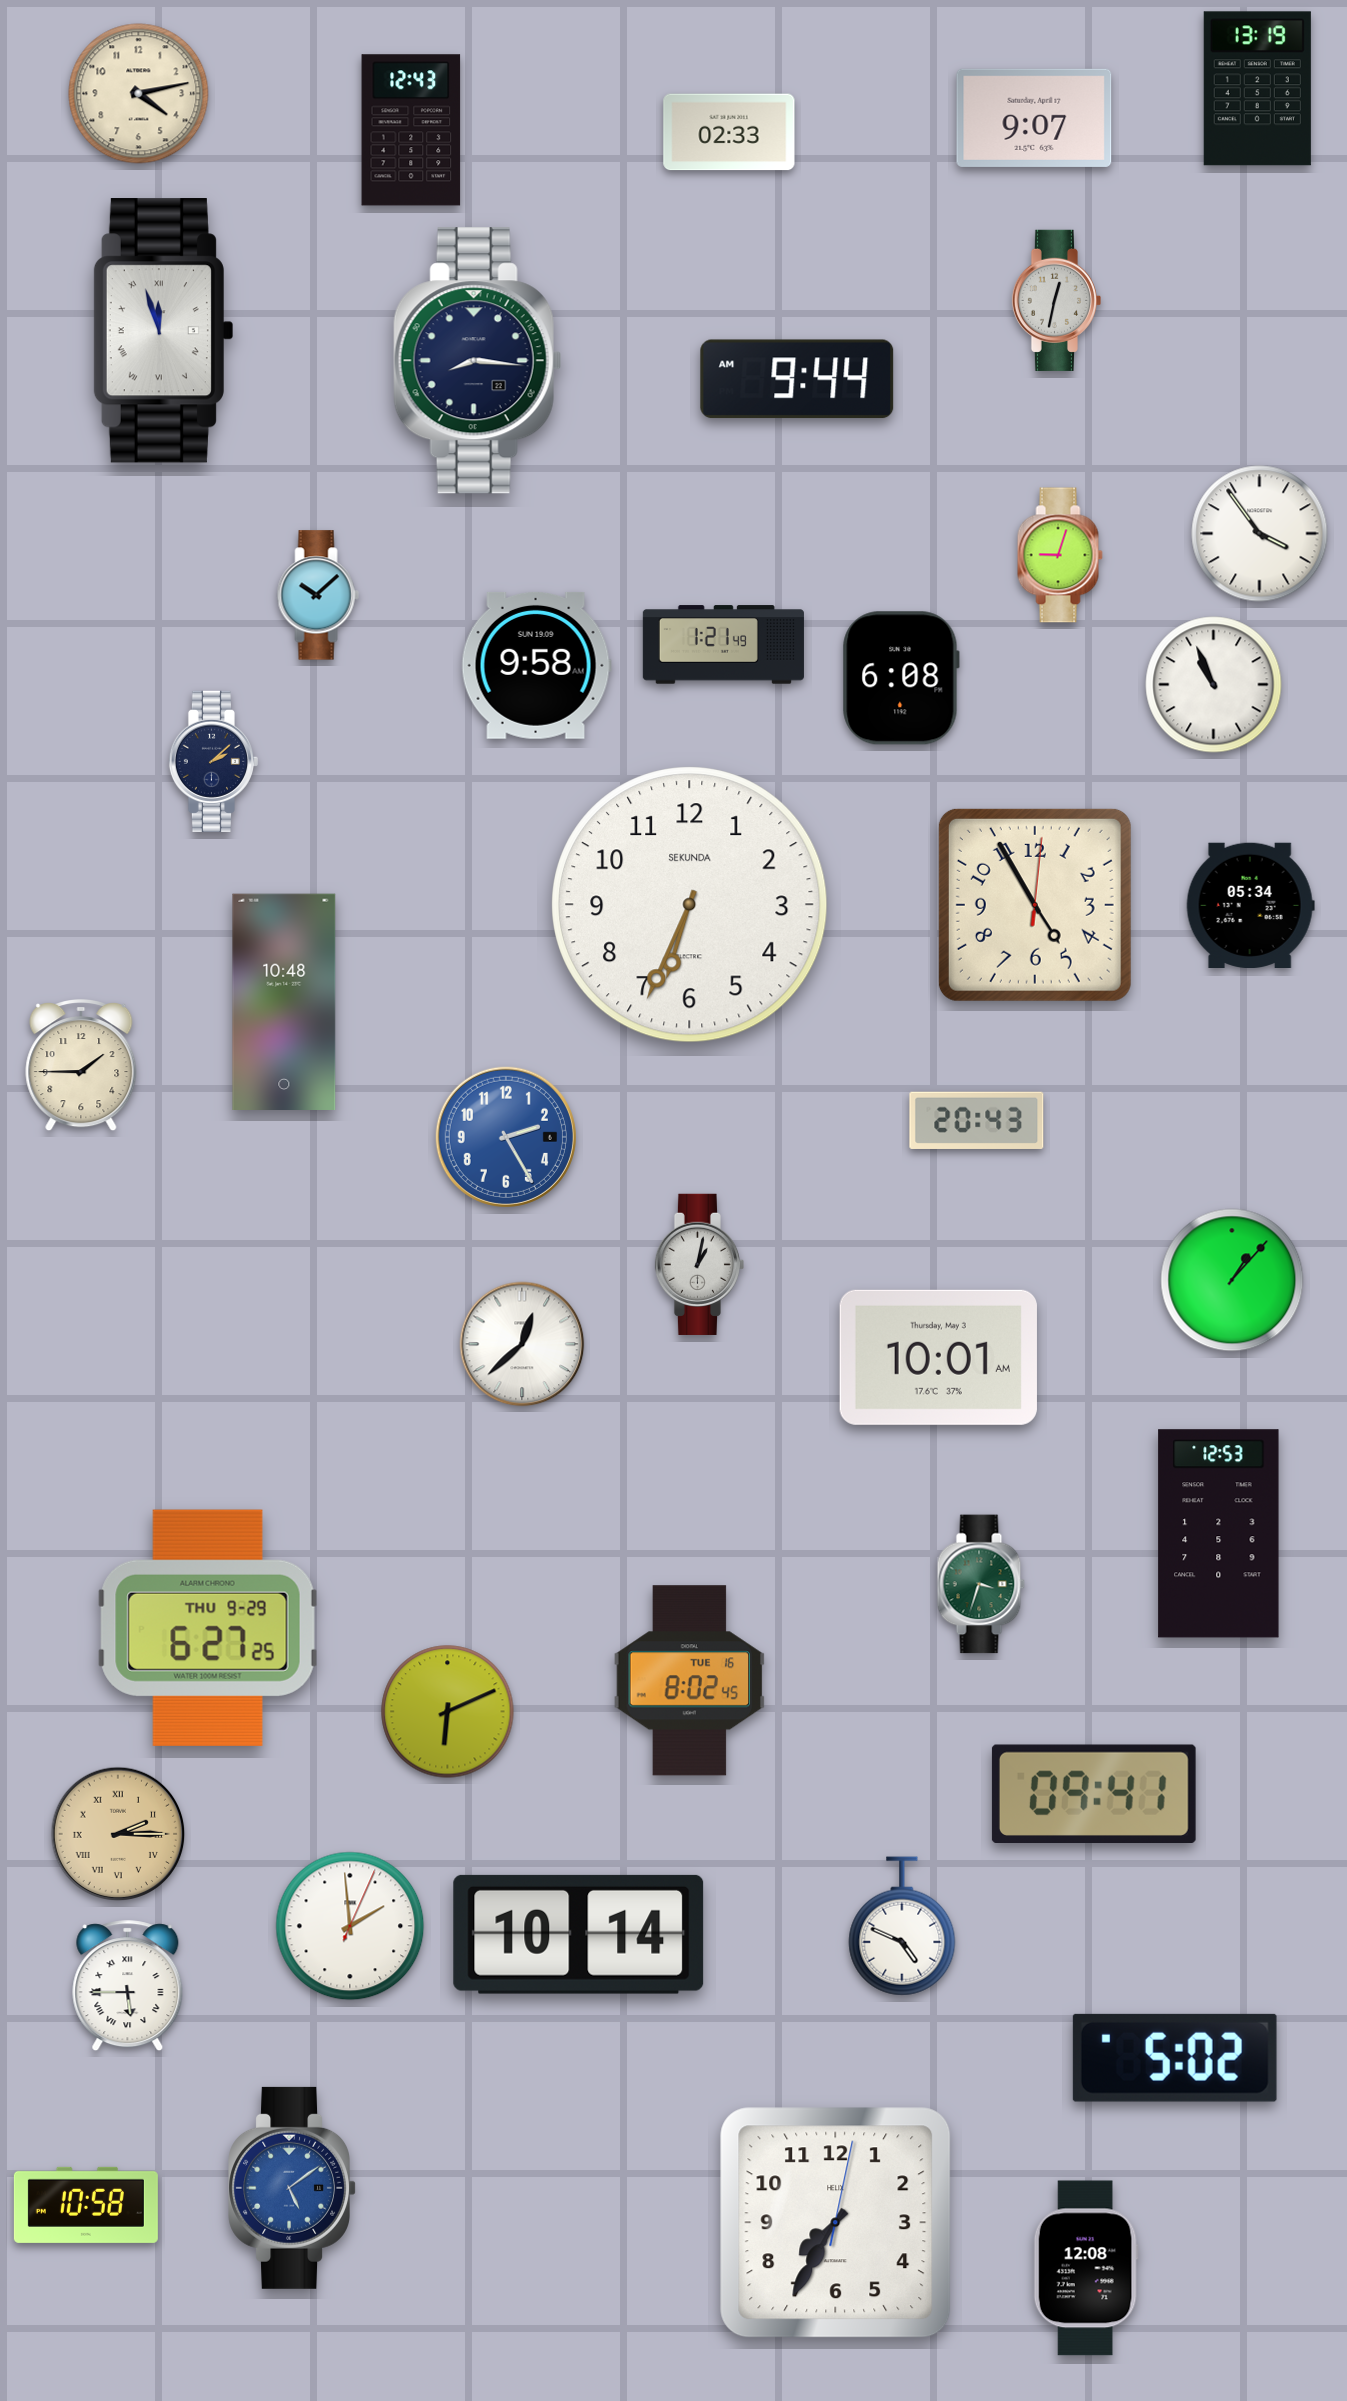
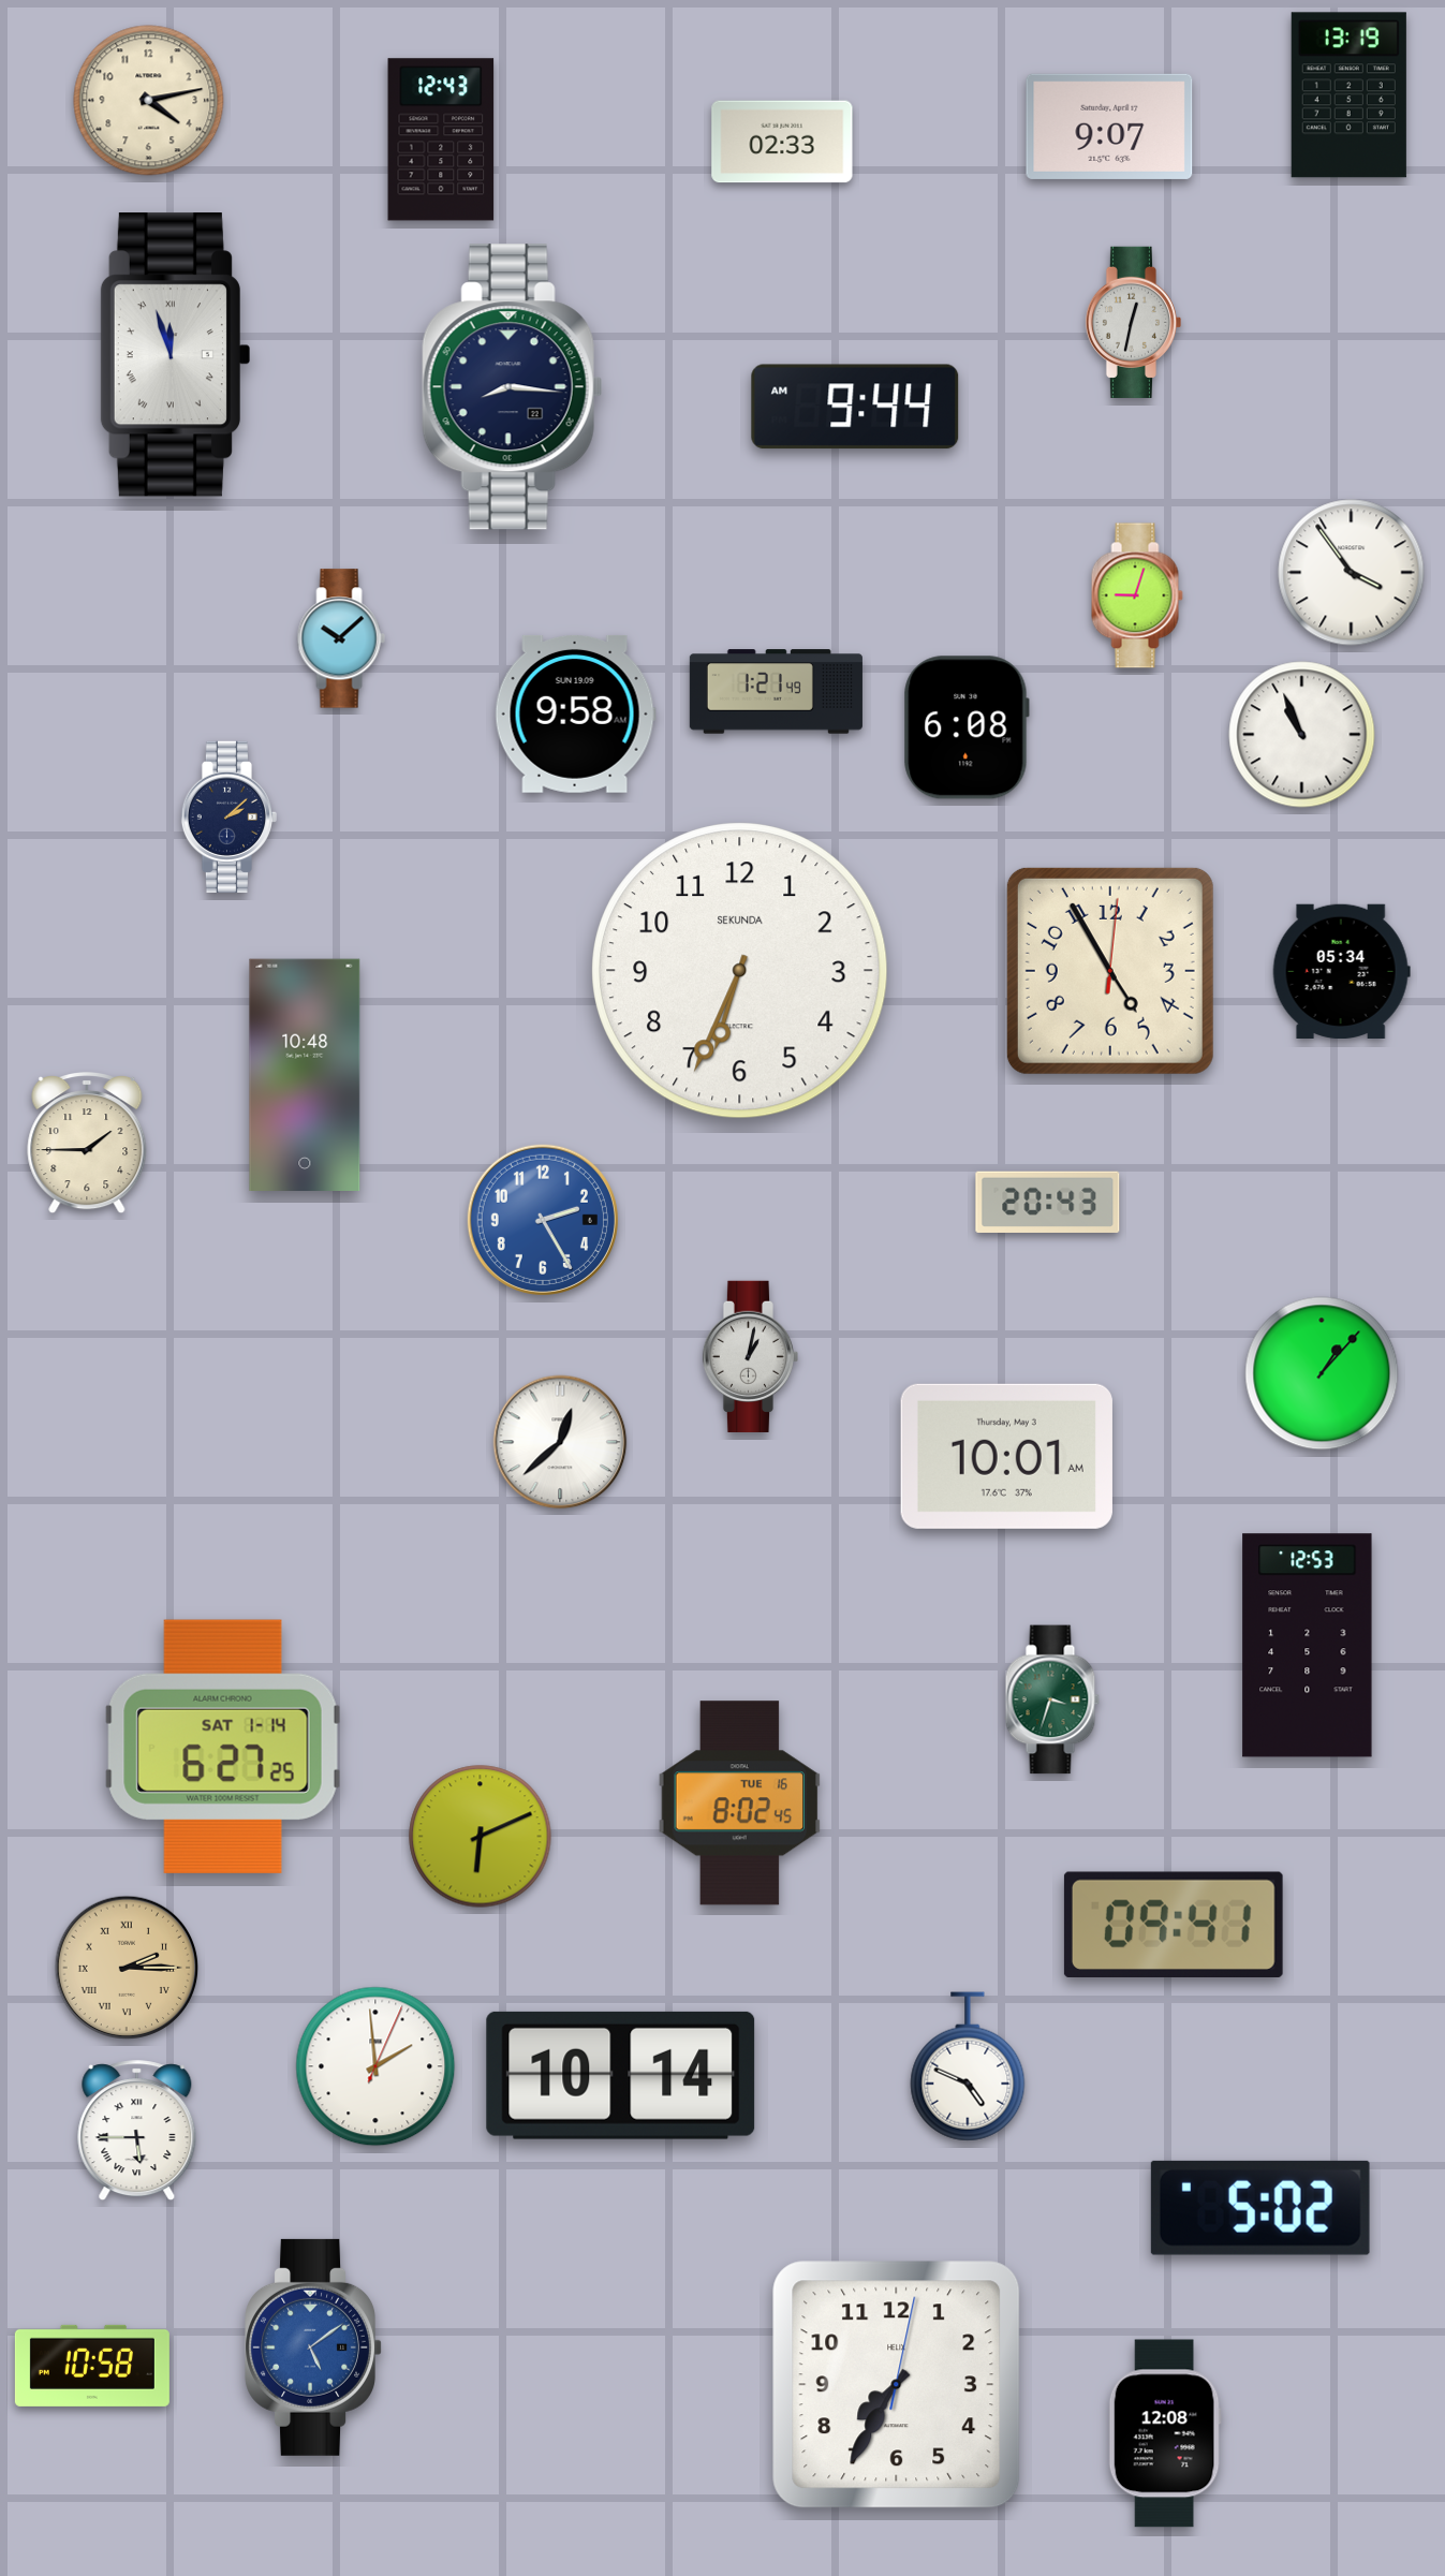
clock at (208, 1628) date: THU 9-29 -> SAT 1-14
